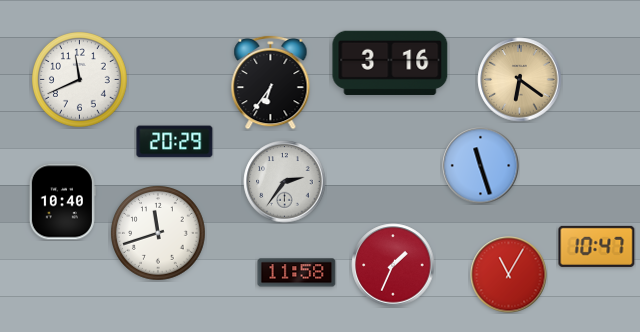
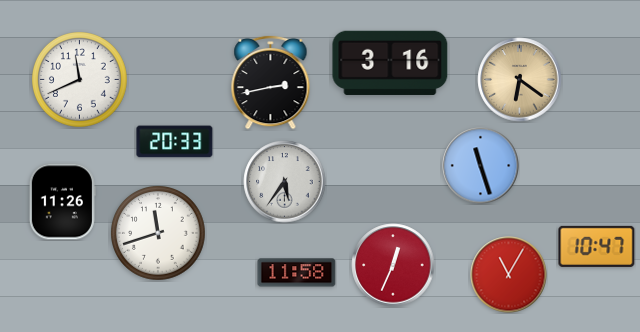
clock at (271, 82): 6:36 -> 2:43
clock at (175, 142): 20:29 -> 20:33
clock at (285, 182): 2:36 -> 5:36
clock at (62, 202): 10:40 -> 11:26
clock at (393, 265): 1:34 -> 12:34
